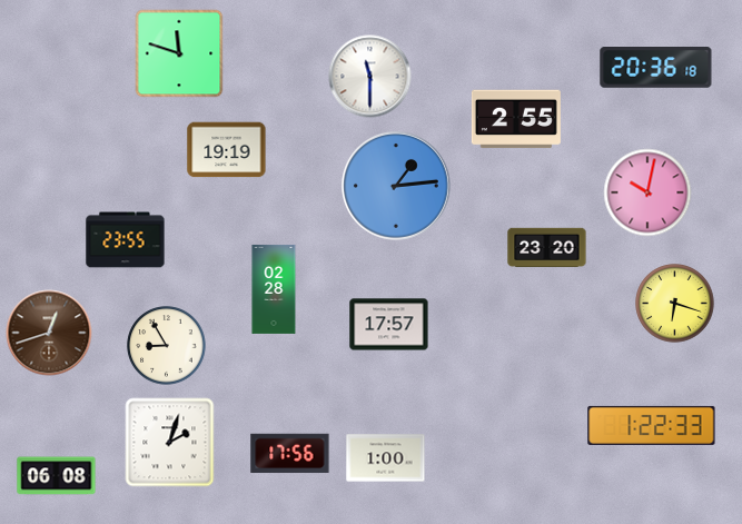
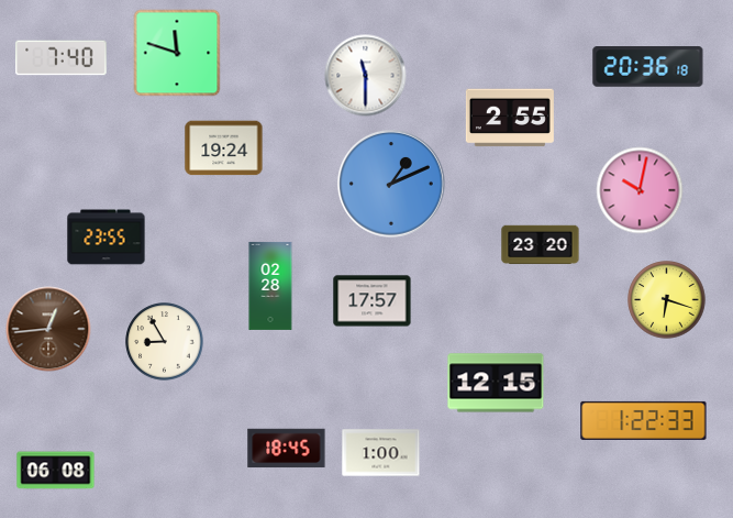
clock at (62, 58): none -> 7:40
clock at (227, 150): 19:19 -> 19:24
clock at (396, 186): 1:14 -> 1:11
clock at (126, 240) position: (126, 240) -> (107, 238)
clock at (389, 325) position: (389, 325) -> (373, 301)
clock at (49, 333): 12:42 -> 12:44
clock at (496, 383): none -> 12:15
clock at (170, 443): 2:03 -> none
clock at (290, 454): 17:56 -> 18:45
